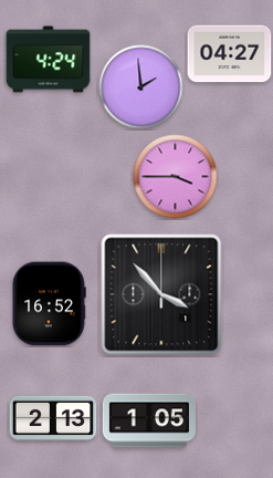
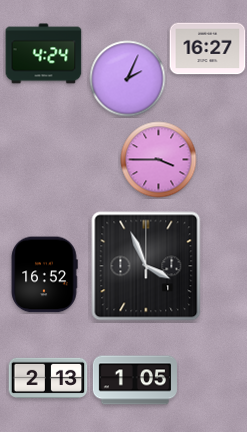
clock at (230, 54): 04:27 -> 16:27
clock at (141, 87): 1:59 -> 2:04
clock at (161, 294): 3:53 -> 3:56
